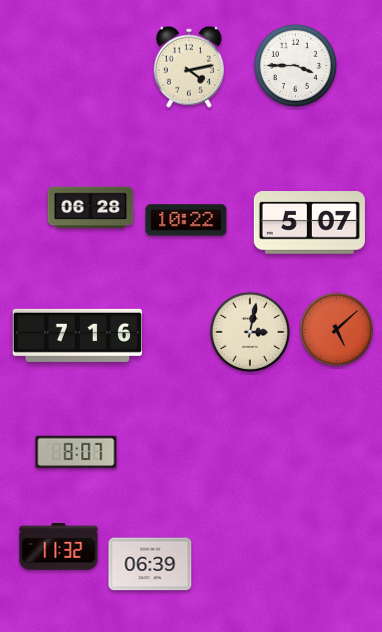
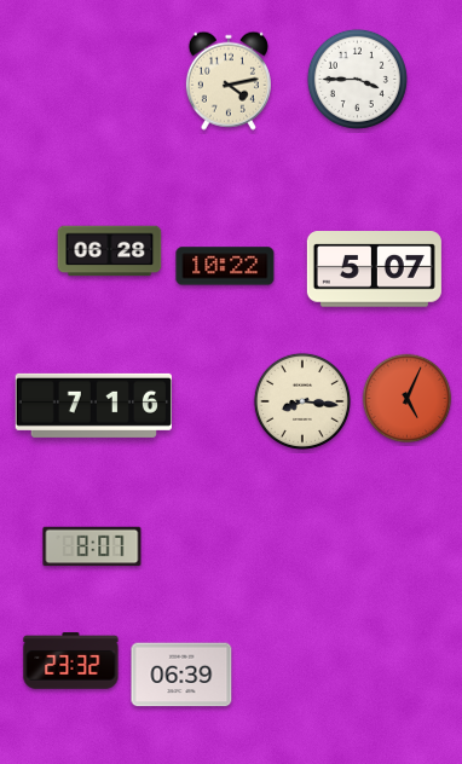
clock at (337, 330): 5:08 -> 5:04
clock at (250, 332): 3:02 -> 8:16
clock at (59, 547): 11:32 -> 23:32
clock at (150, 564) position: (150, 564) -> (181, 675)
